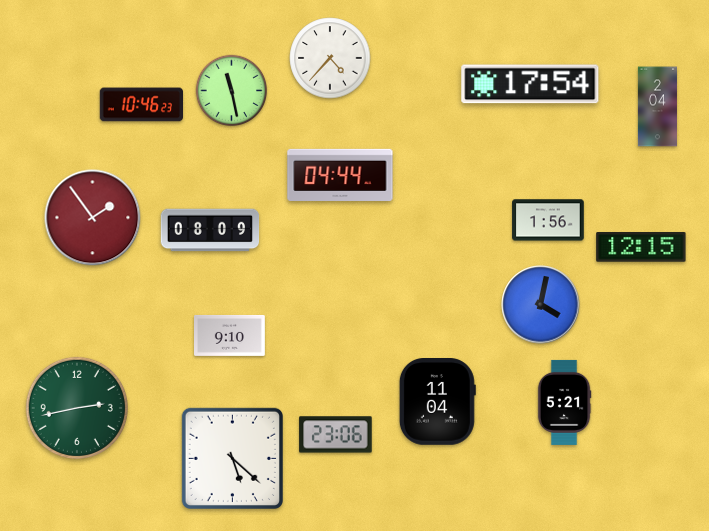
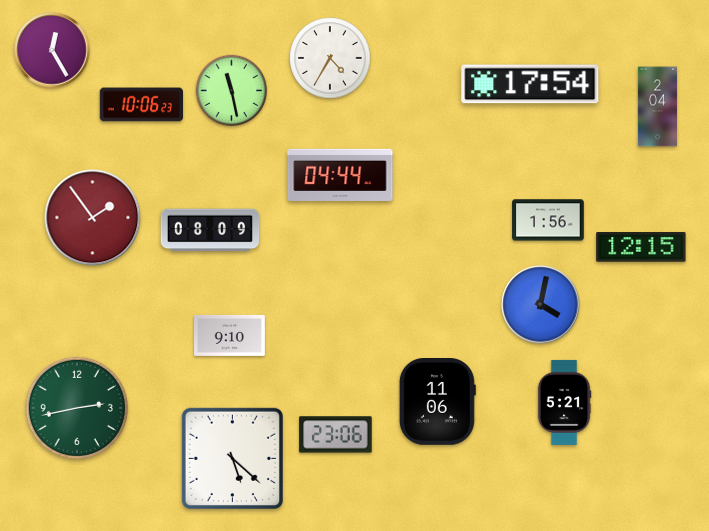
clock at (52, 50): none -> 12:25
clock at (330, 58): 4:37 -> 4:35
clock at (141, 105): 10:46 -> 10:06
clock at (437, 402): 11:04 -> 11:06
